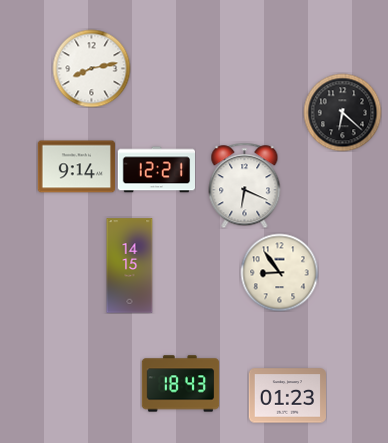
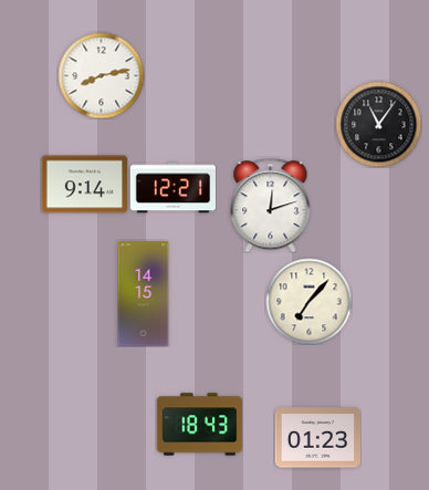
clock at (342, 112): 6:22 -> 11:06
clock at (245, 185): 6:19 -> 12:12
clock at (279, 272): 8:54 -> 7:07
